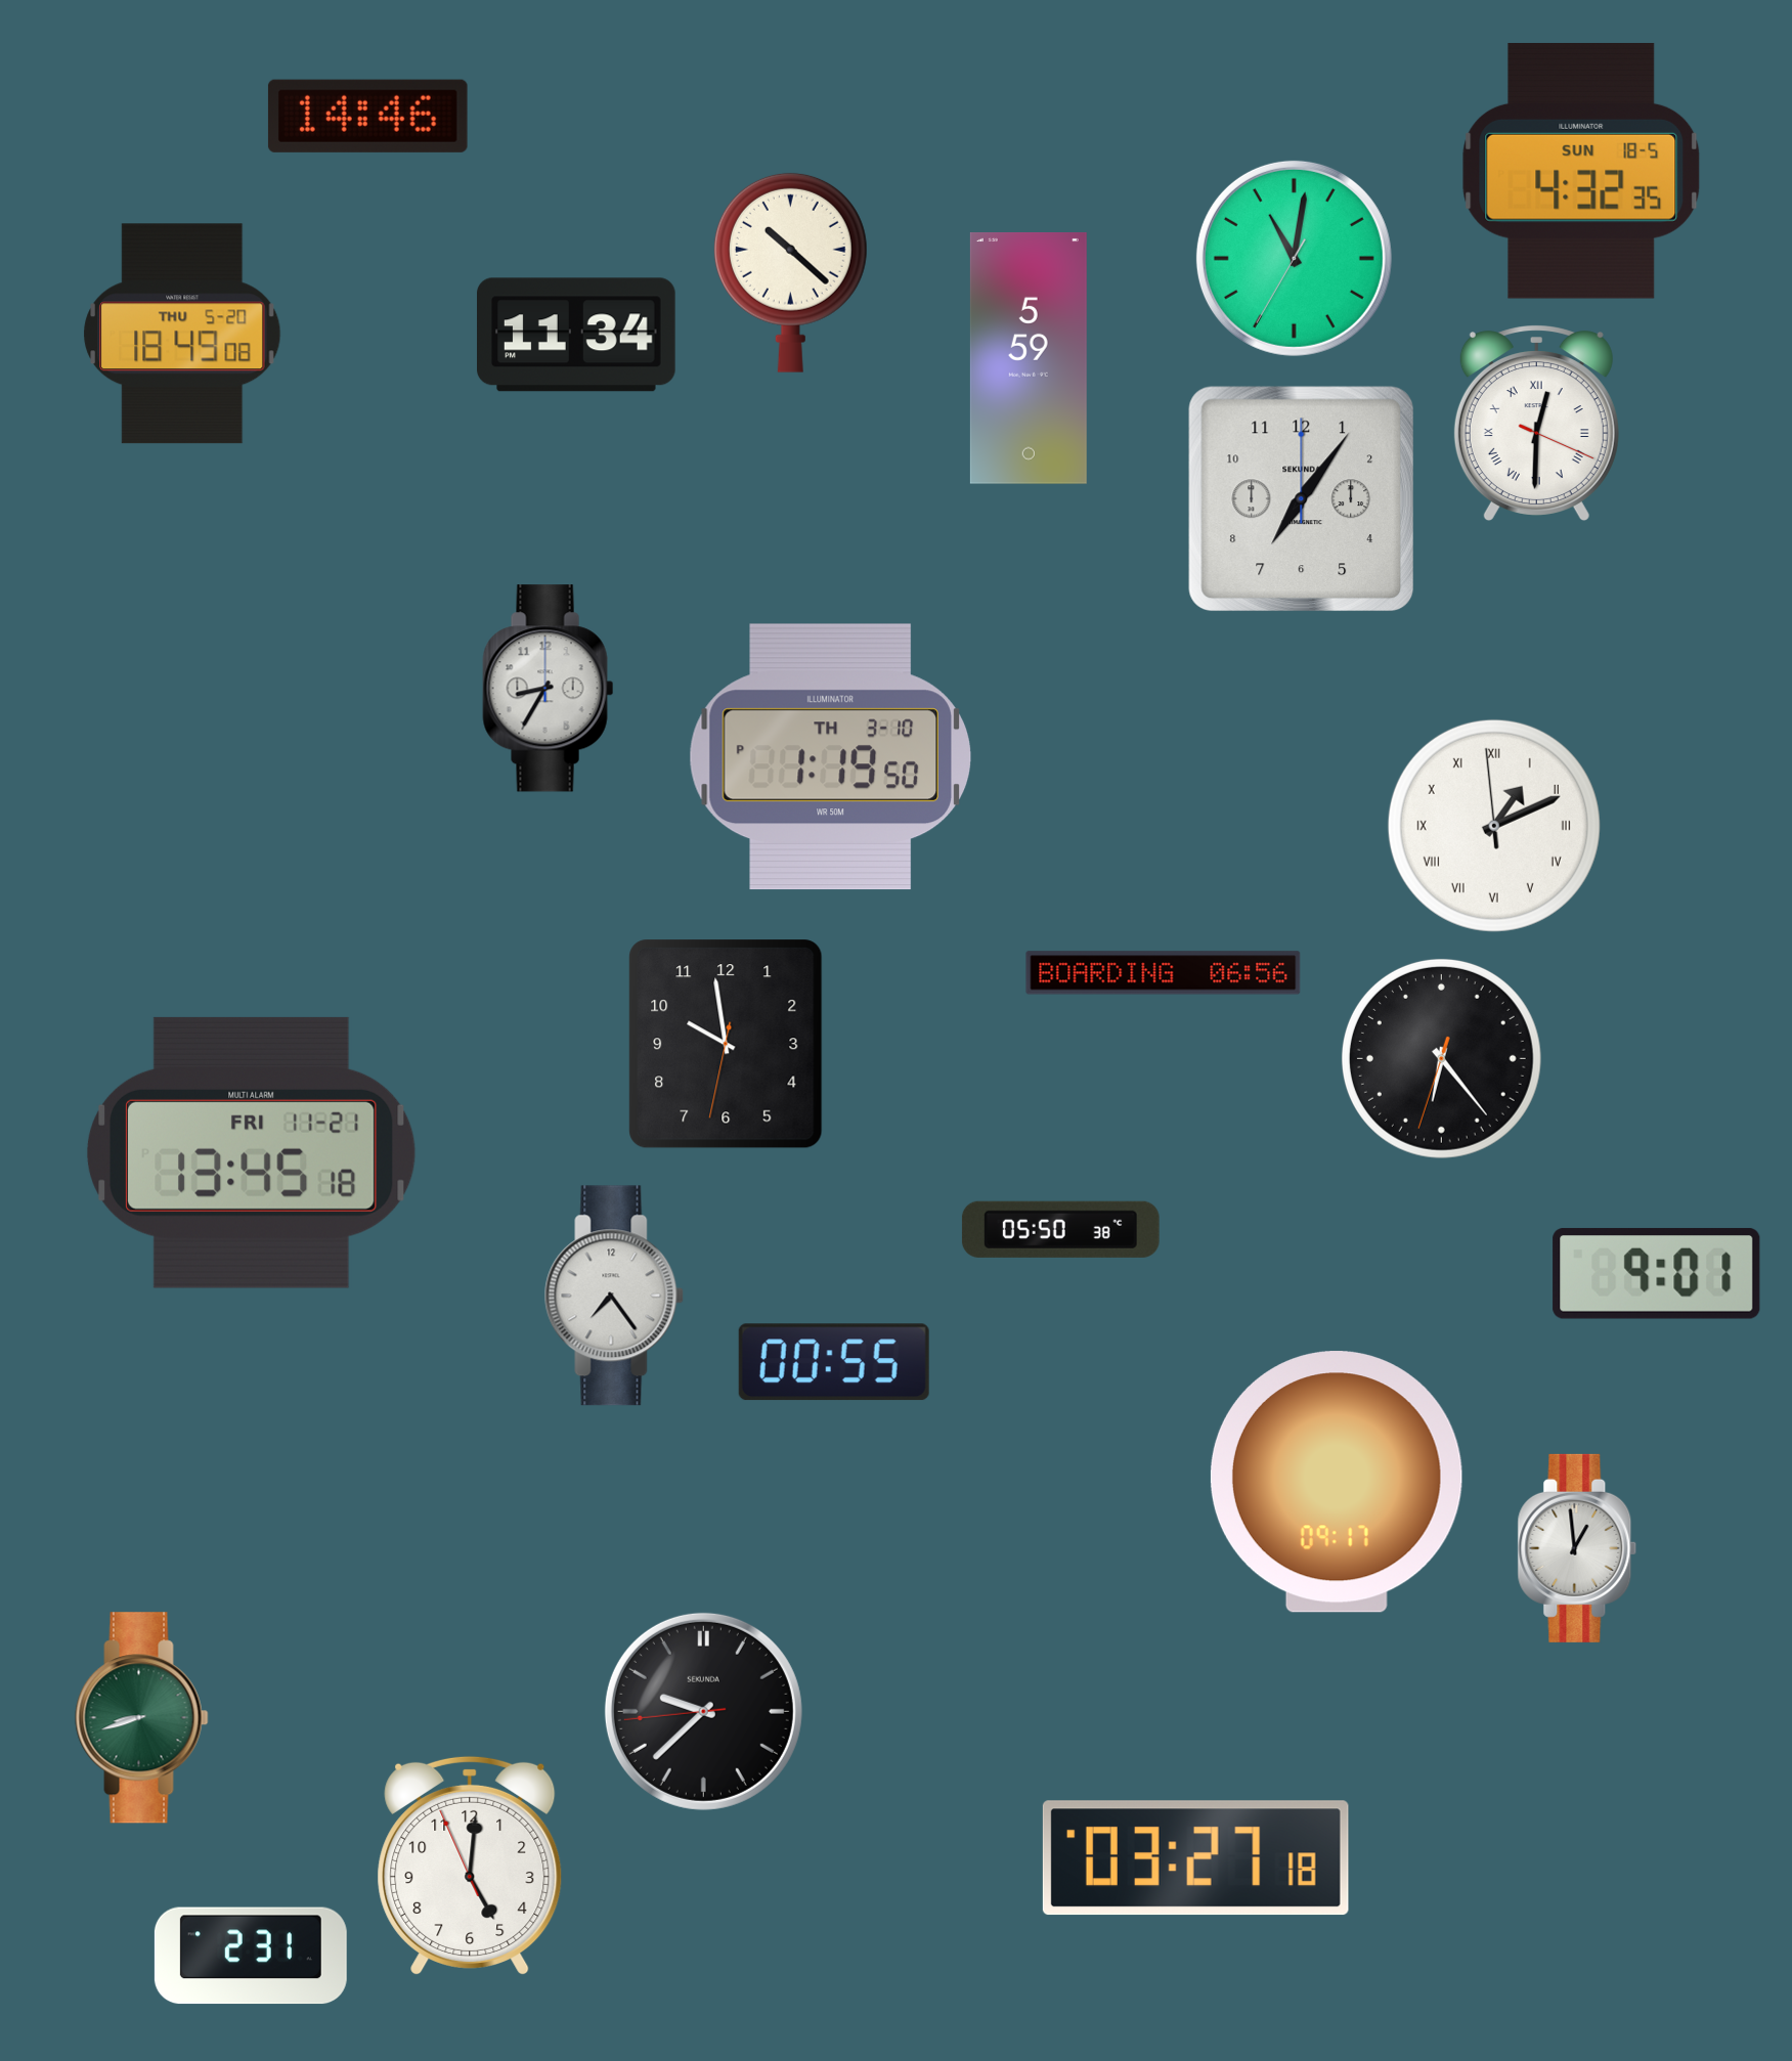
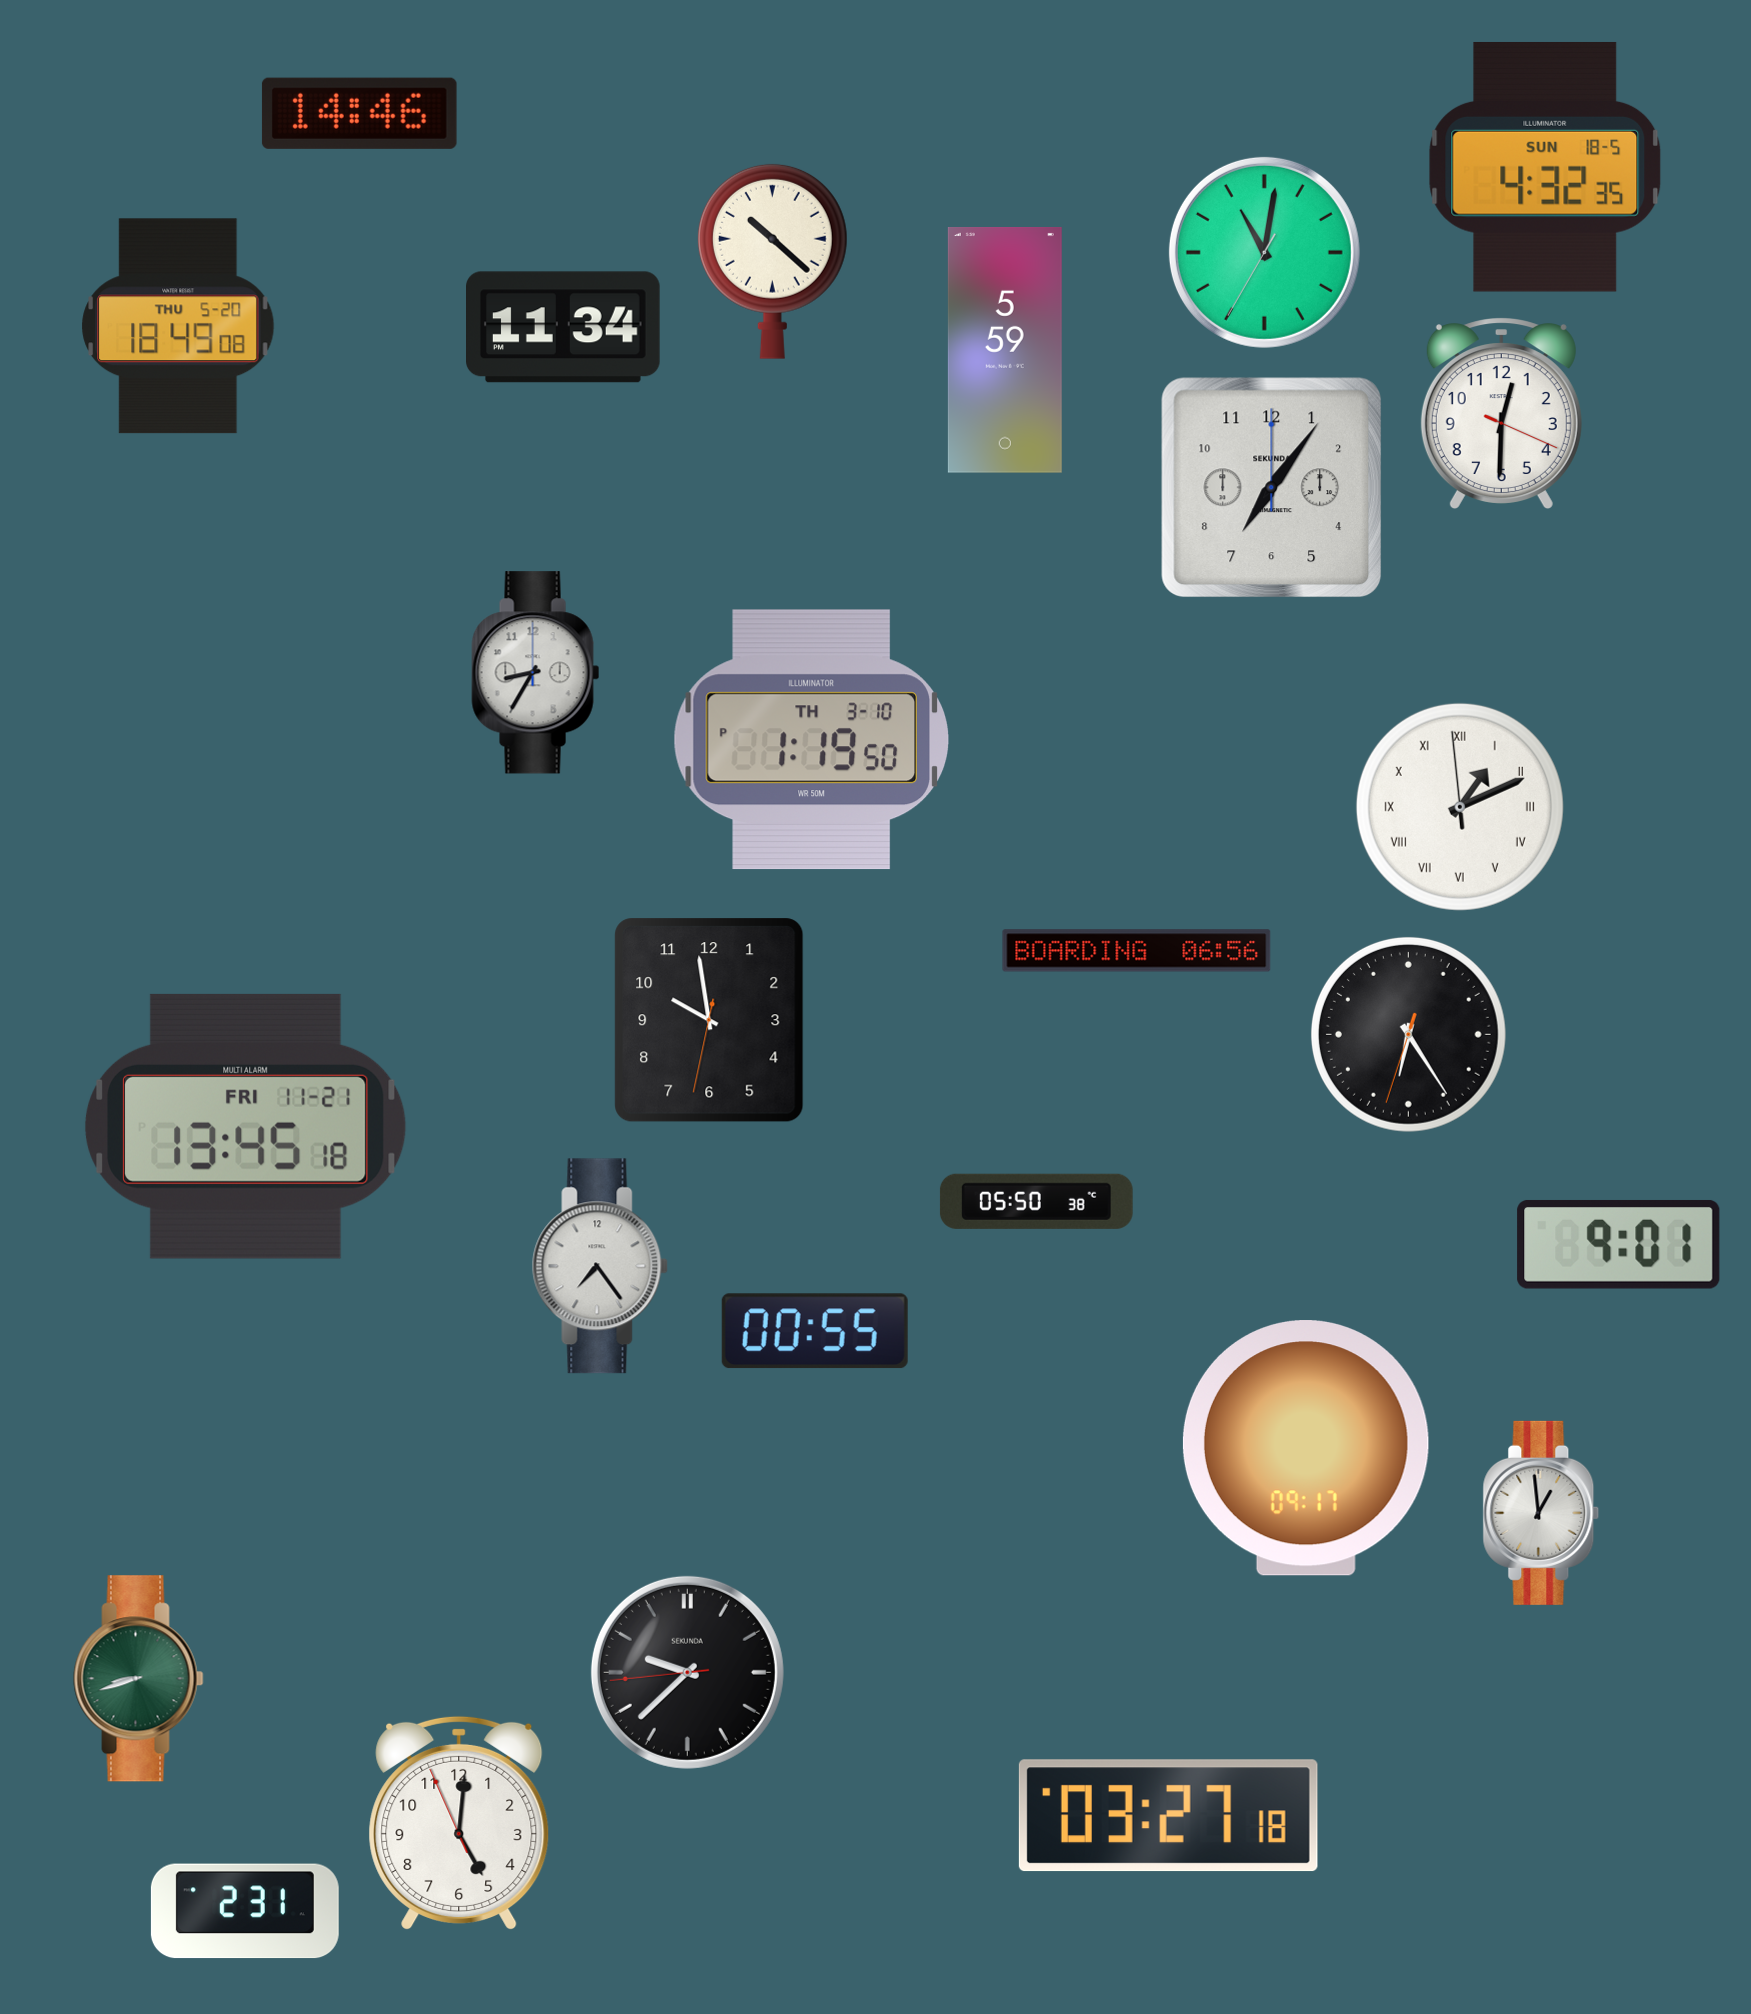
clock at (790, 272) position: (790, 272) -> (772, 261)
clock at (1536, 423) numerals: Roman -> Arabic
clock at (1441, 1058): 6:23 -> 6:24
